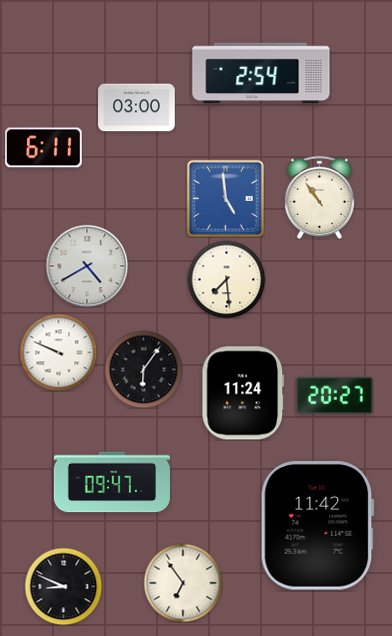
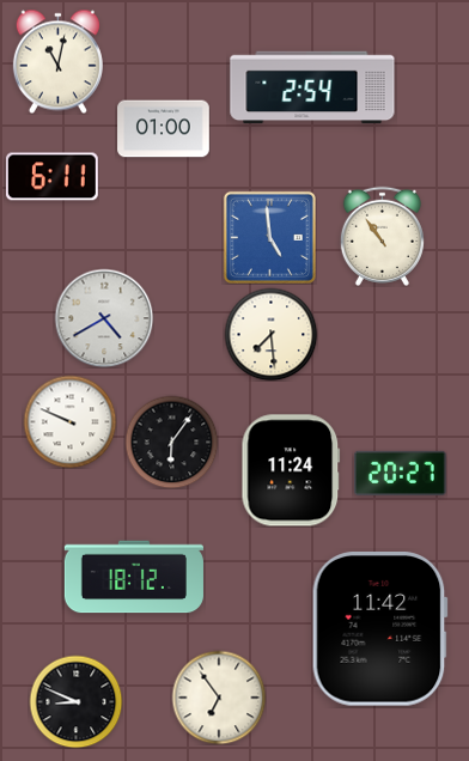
clock at (57, 61): none -> 11:02
clock at (137, 108): 03:00 -> 01:00
clock at (112, 482): 09:47 -> 18:12
